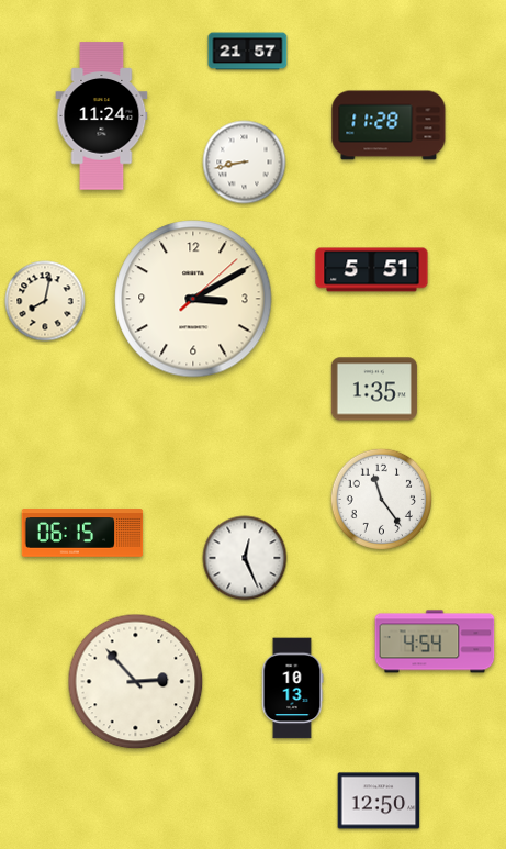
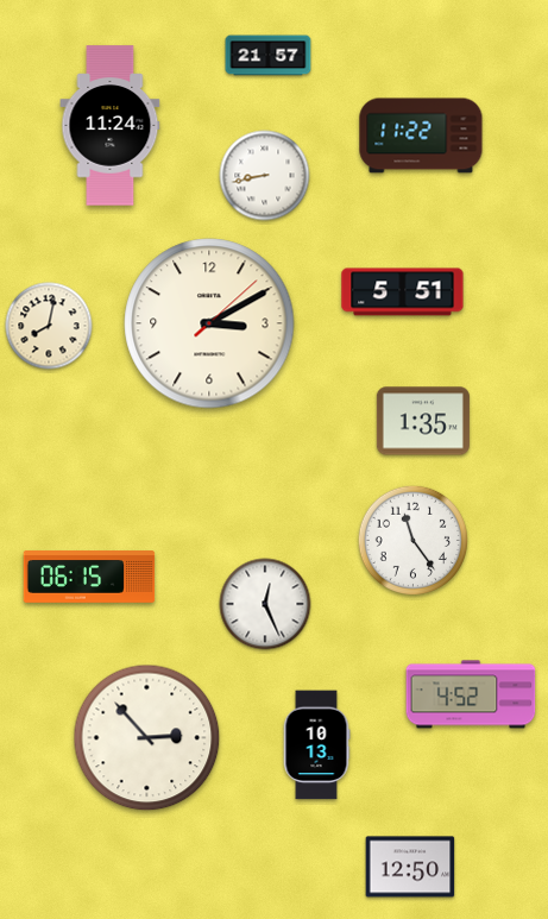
clock at (389, 125): 11:28 -> 11:22
clock at (374, 389) position: (374, 389) -> (423, 421)
clock at (435, 641): 4:54 -> 4:52
